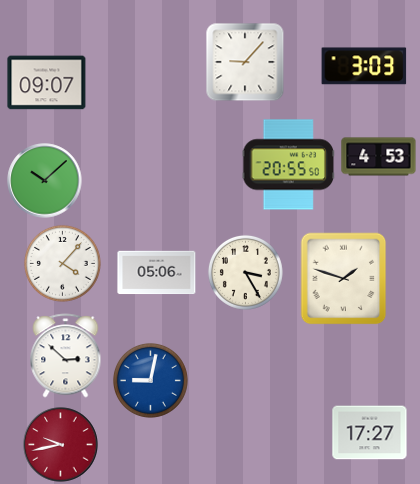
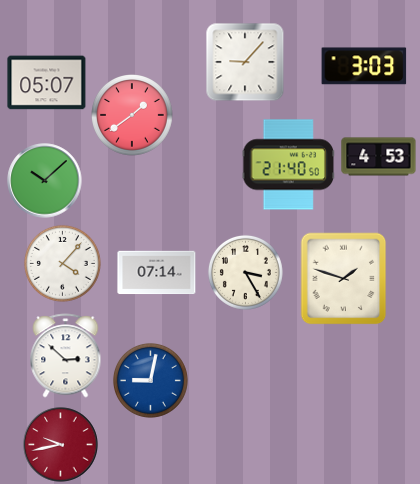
clock at (47, 83): 09:07 -> 05:07
clock at (133, 116): none -> 1:39
clock at (289, 165): 20:55 -> 21:40
clock at (157, 273): 05:06 -> 07:14
clock at (370, 433): 17:27 -> none
